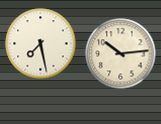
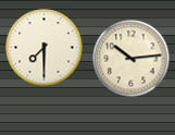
clock at (41, 44): 7:28 -> 7:30
